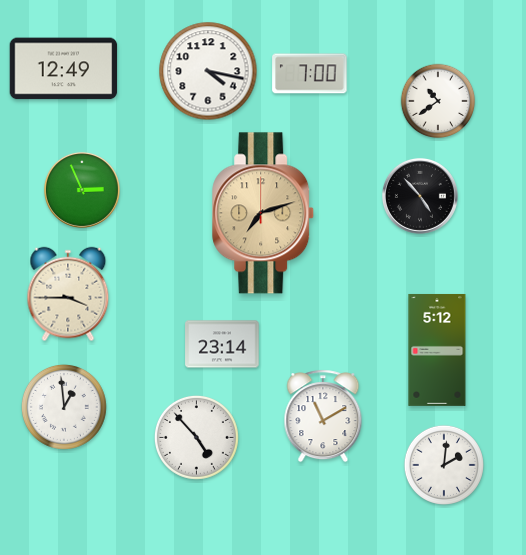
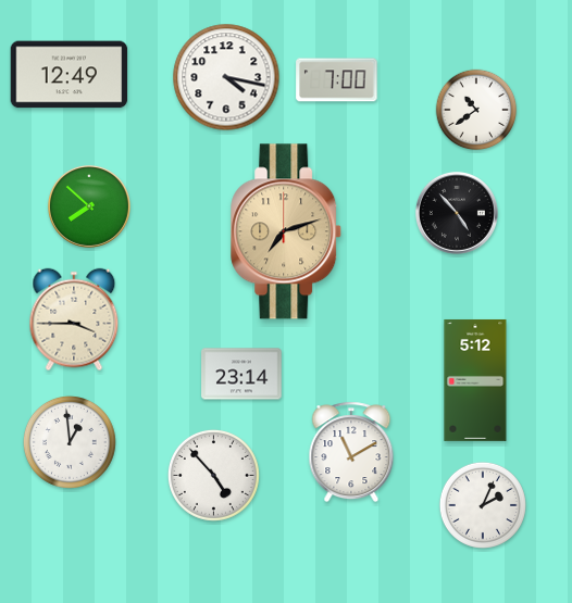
clock at (82, 190): 2:56 -> 7:52
clock at (444, 465): 2:01 -> 2:04
